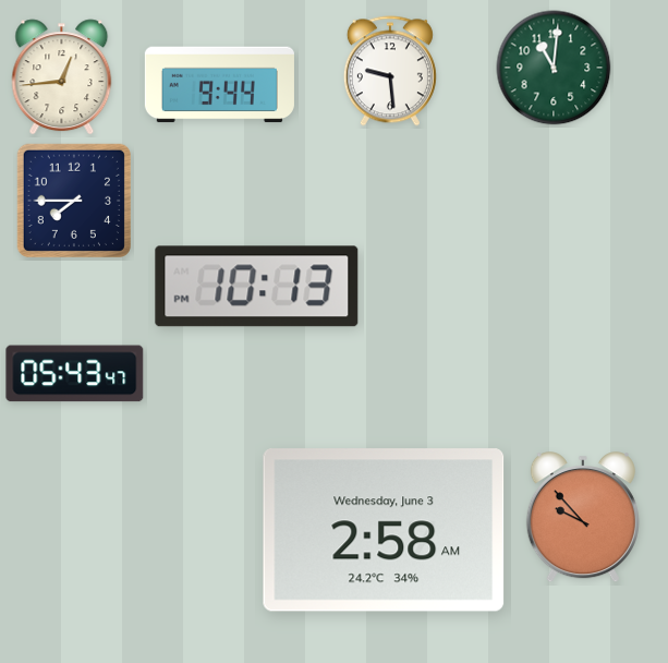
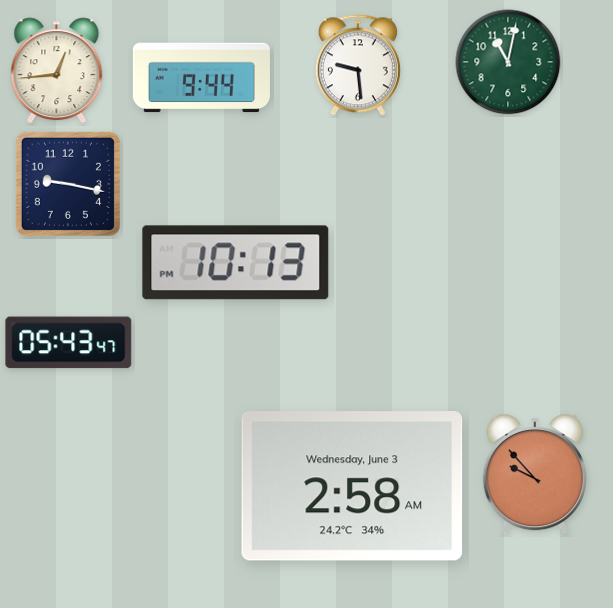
clock at (554, 68): 11:01 -> 11:02
clock at (74, 201): 7:45 -> 9:17
